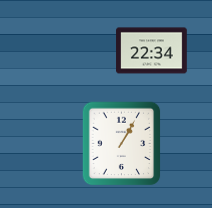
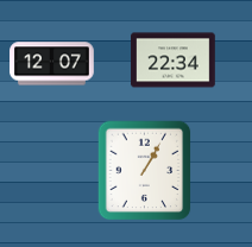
clock at (152, 51) position: (152, 51) -> (174, 61)
clock at (52, 64): none -> 12:07
